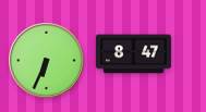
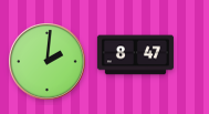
clock at (47, 61): 6:34 -> 2:01
